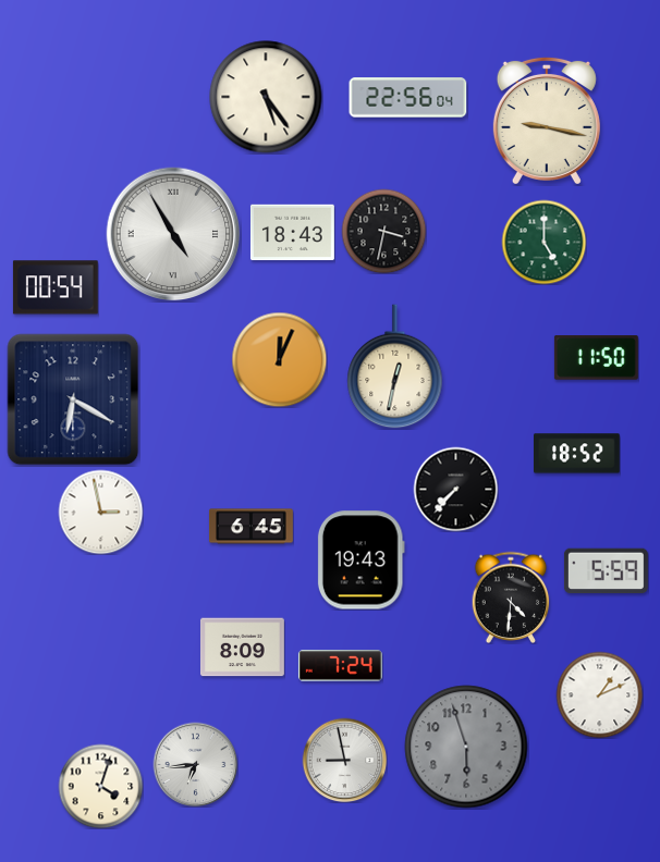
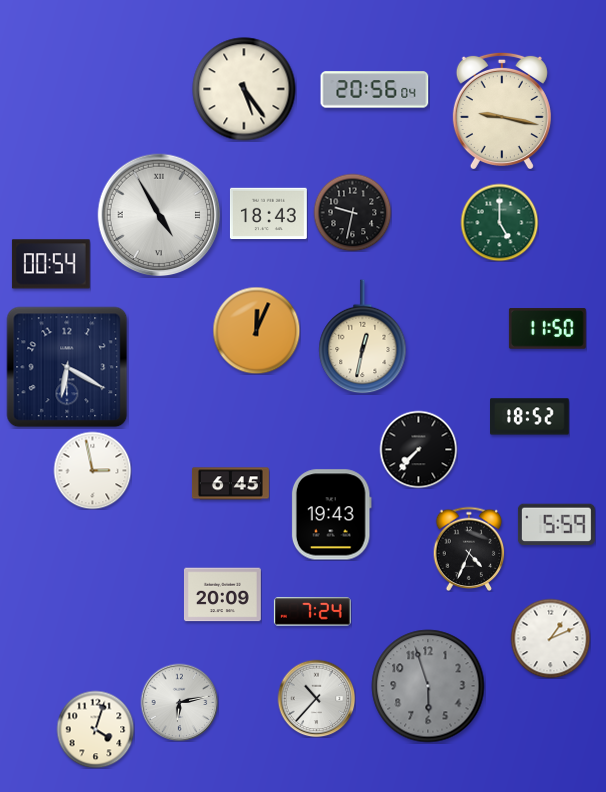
clock at (408, 98): 22:56 -> 20:56
clock at (383, 231): 3:32 -> 9:32
clock at (511, 598): 4:31 -> 4:34
clock at (242, 648): 8:09 -> 20:09
clock at (344, 760): 8:58 -> 10:37
clock at (195, 764): 6:44 -> 6:13
clock at (100, 786) position: (100, 786) -> (95, 729)
